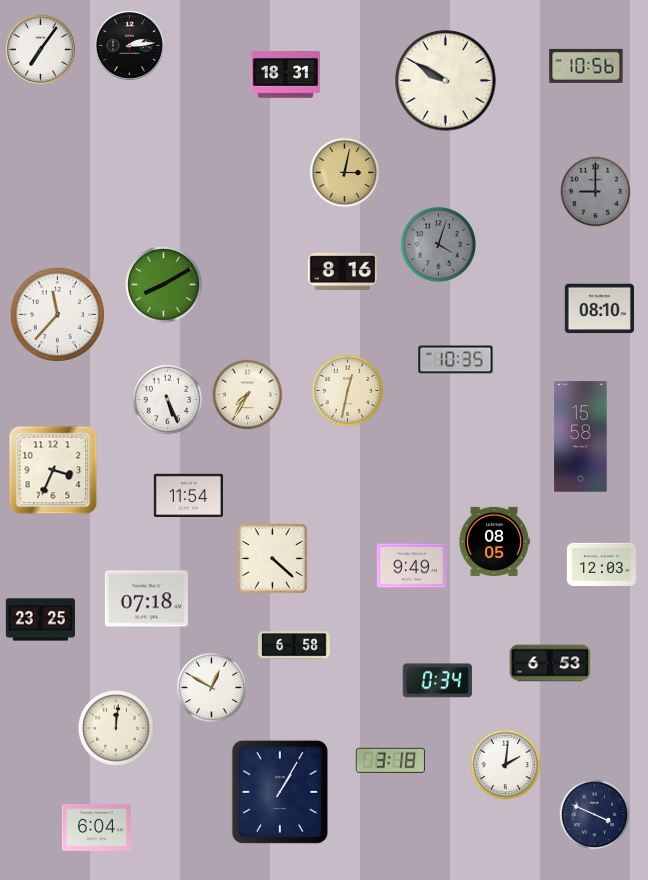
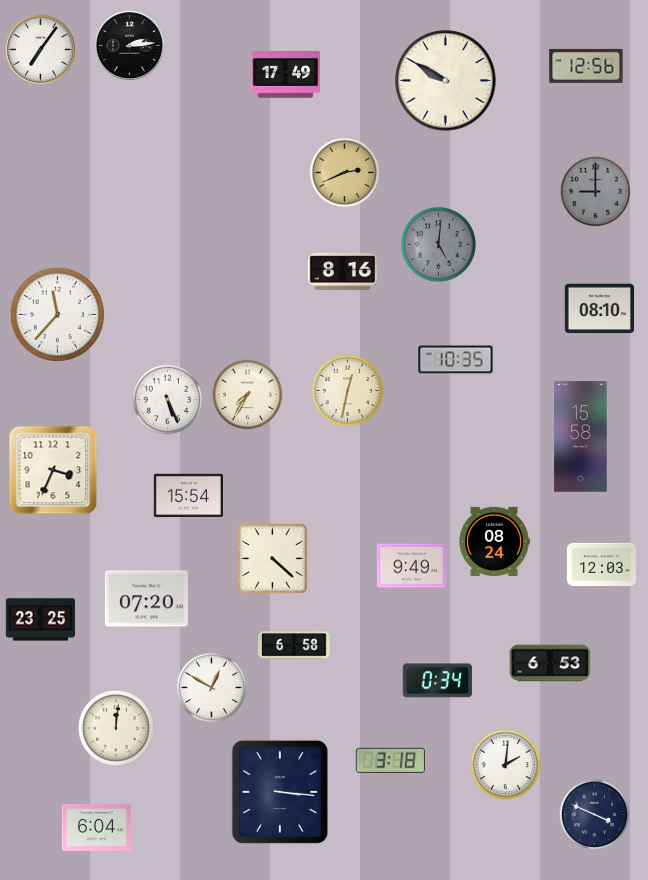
clock at (586, 66): 10:56 -> 12:56
clock at (285, 75): 18:31 -> 17:49
clock at (345, 173): 3:02 -> 2:41
clock at (438, 244): 4:03 -> 5:01
clock at (164, 285): 8:10 -> none
clock at (188, 495): 11:54 -> 15:54
clock at (494, 541): 08:05 -> 08:24
clock at (146, 599): 07:18 -> 07:20
clock at (280, 792): 1:05 -> 3:16
